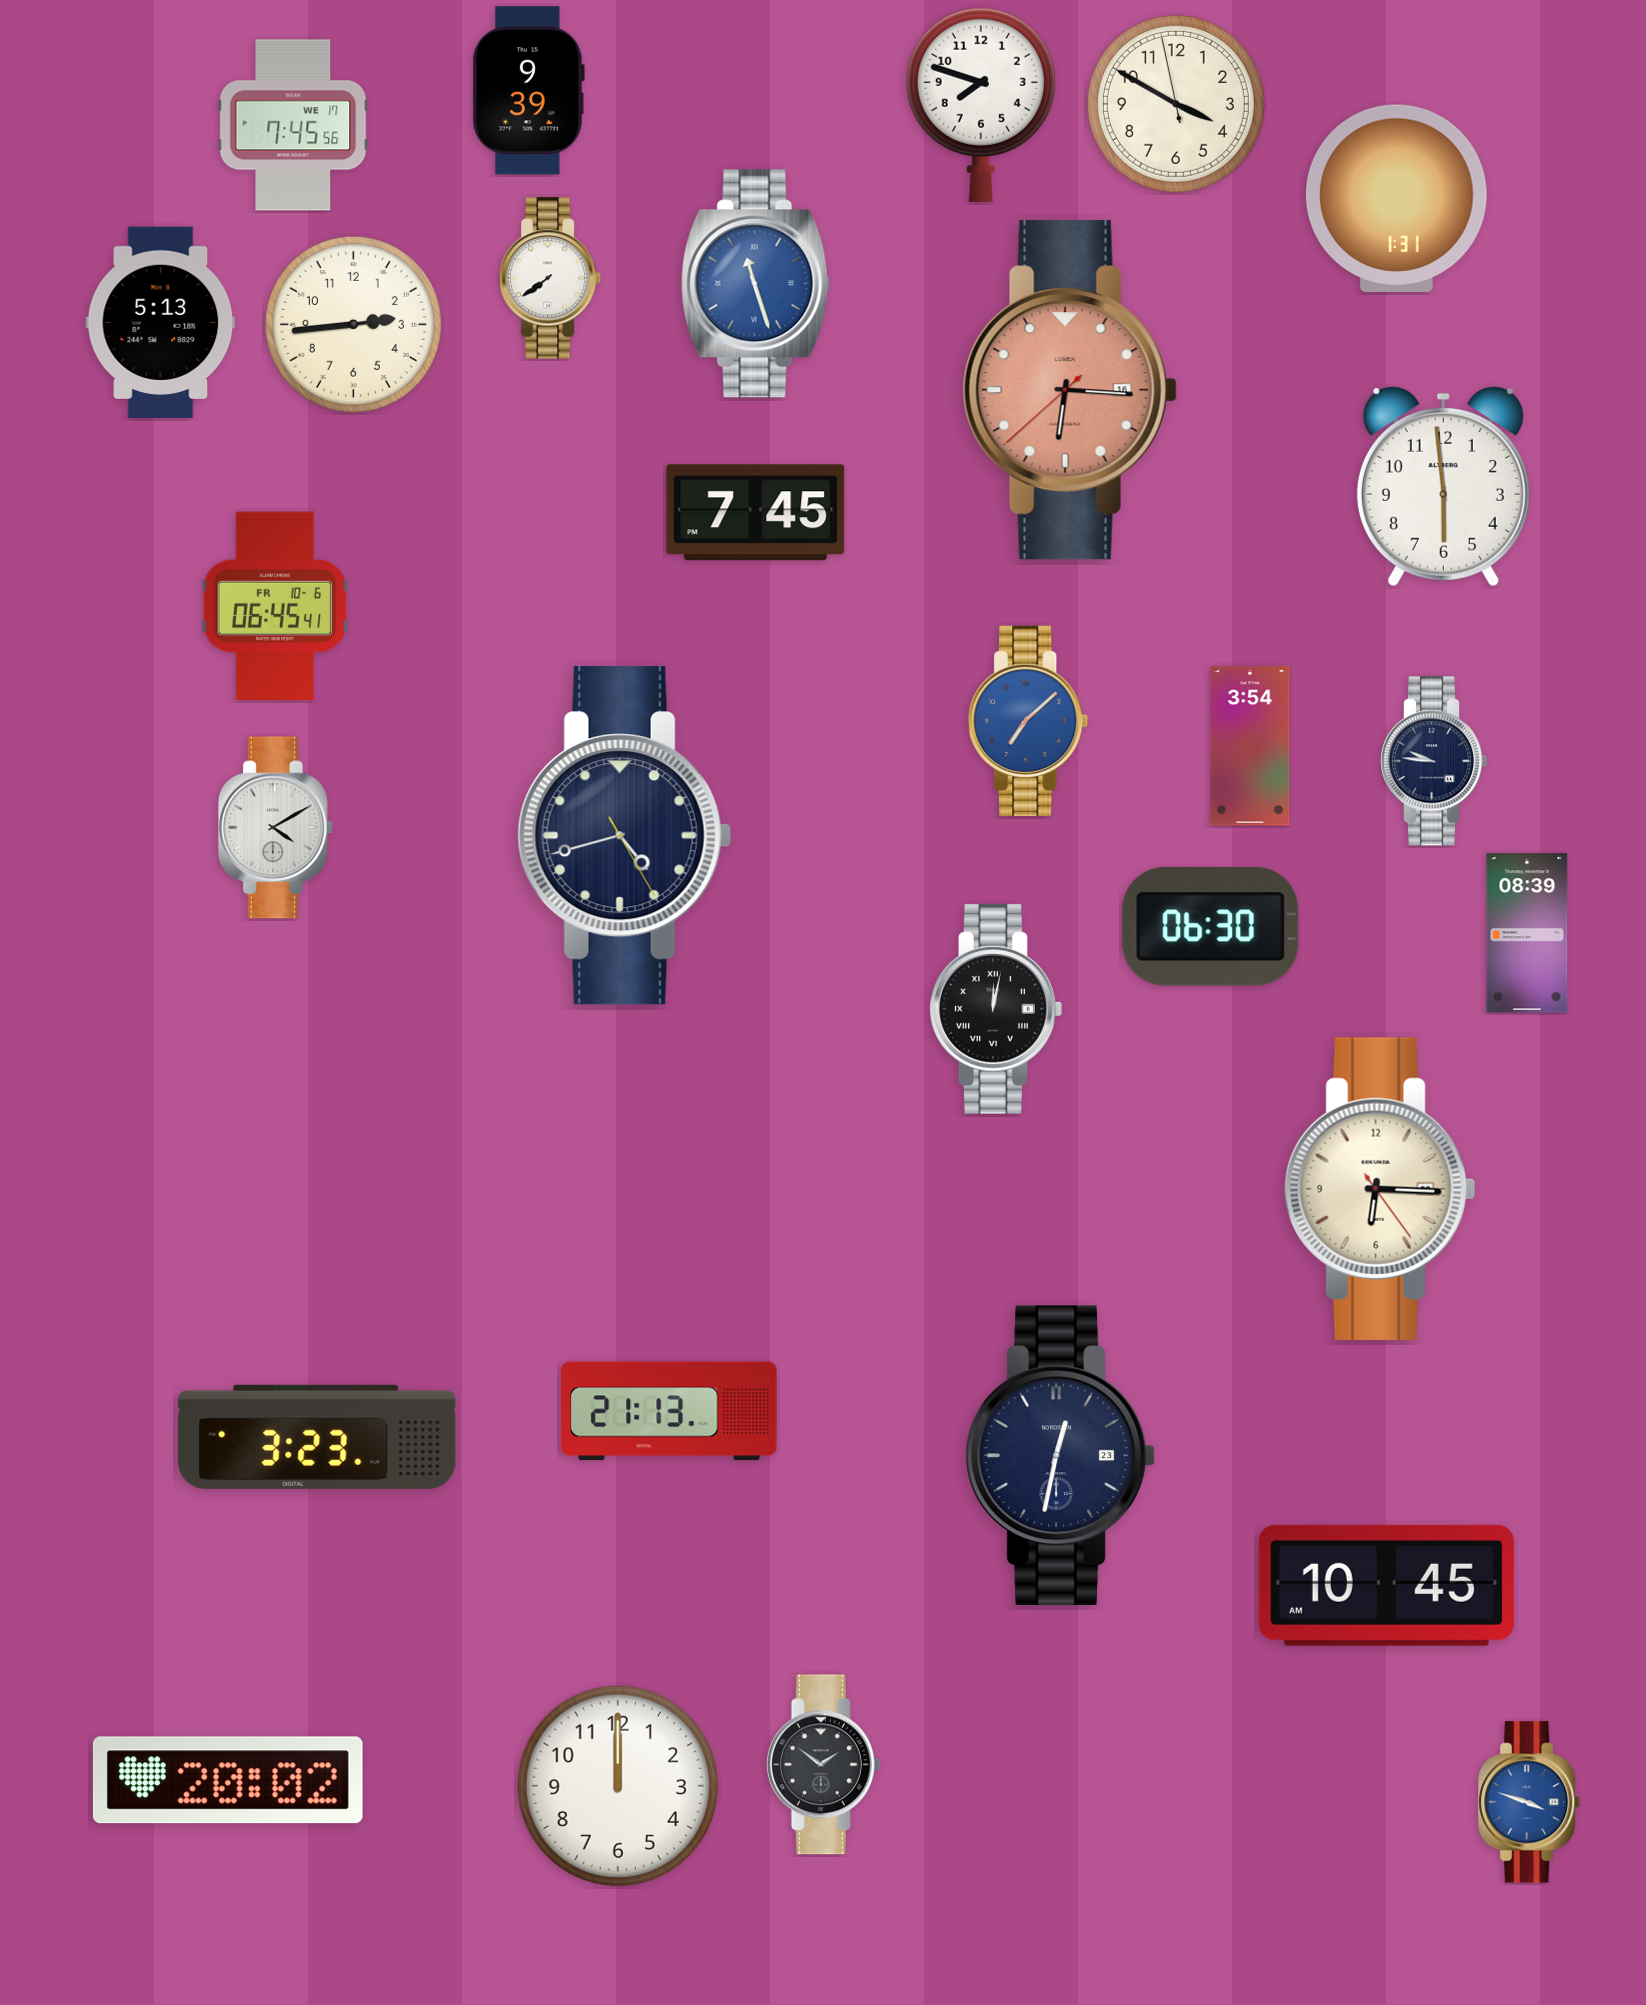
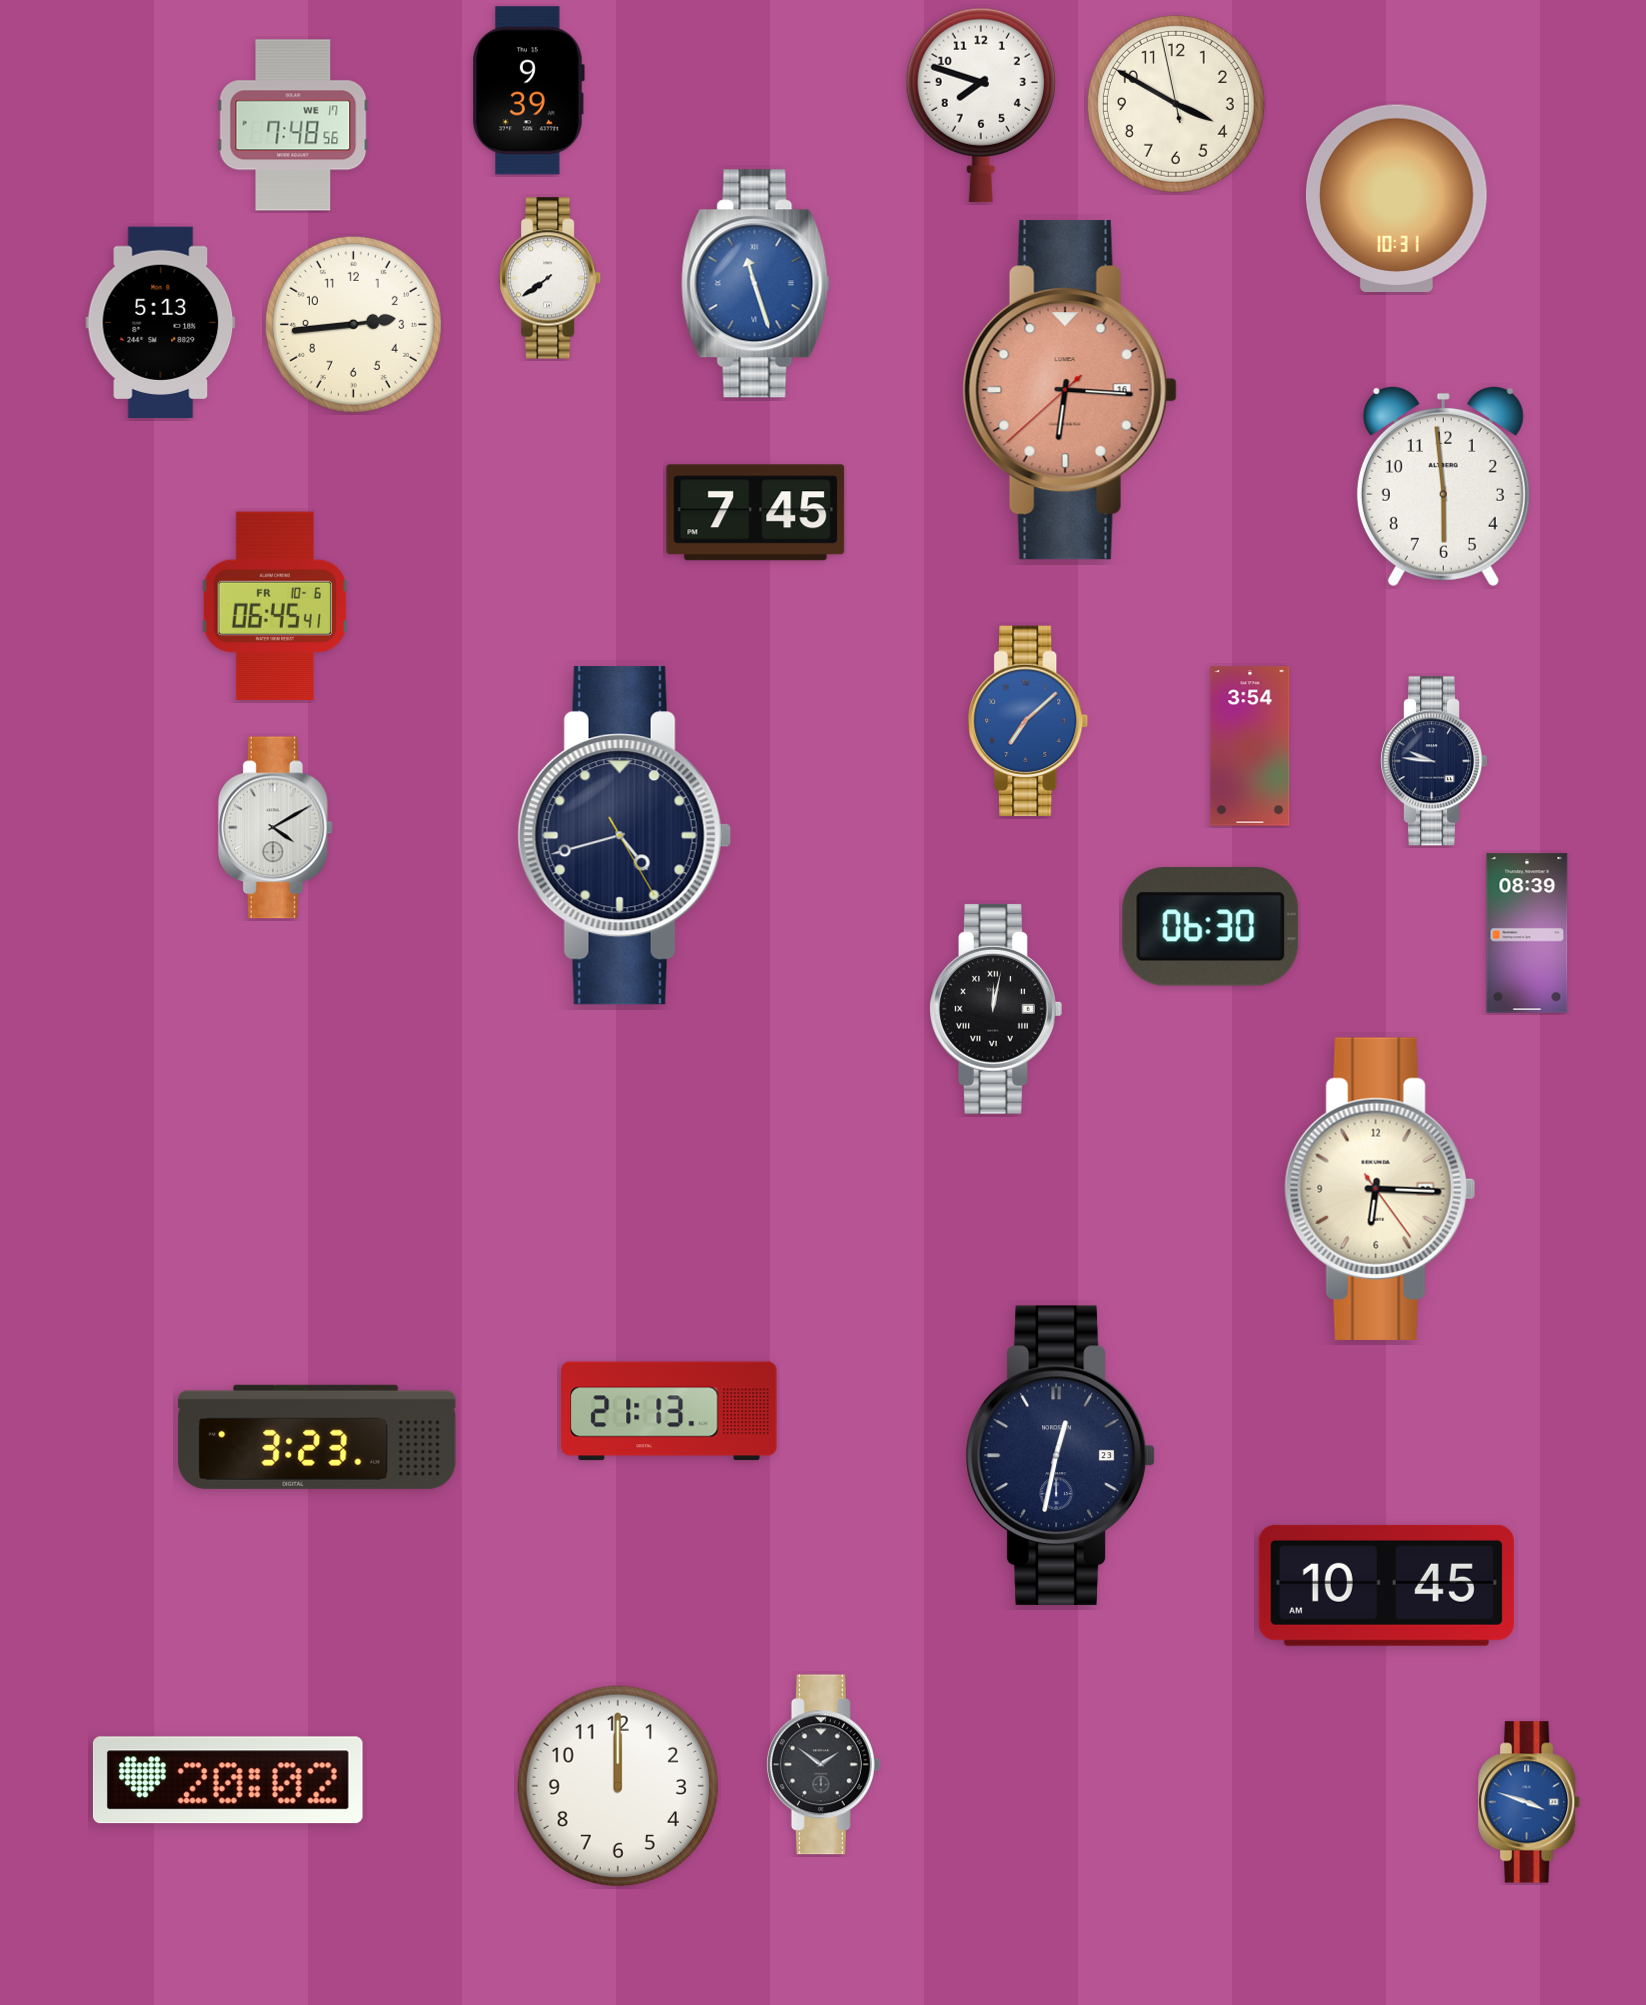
clock at (293, 125): 7:45 -> 7:48
clock at (1396, 198): 1:31 -> 10:31
